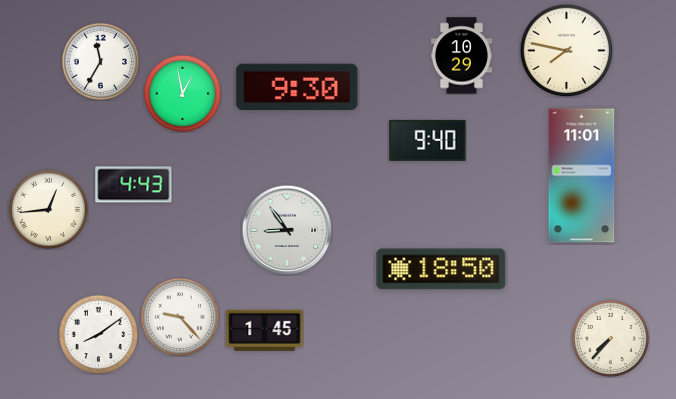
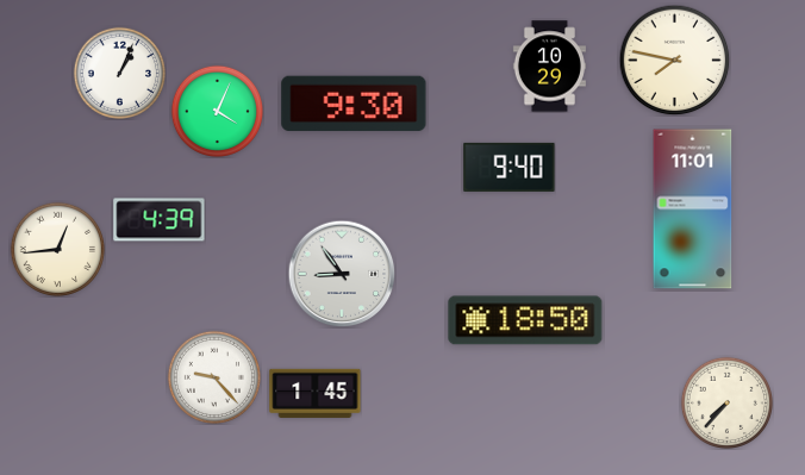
clock at (100, 61): 11:35 -> 1:04
clock at (182, 93): 12:58 -> 4:04
clock at (134, 185): 4:43 -> 4:39
clock at (98, 334): 8:09 -> none
